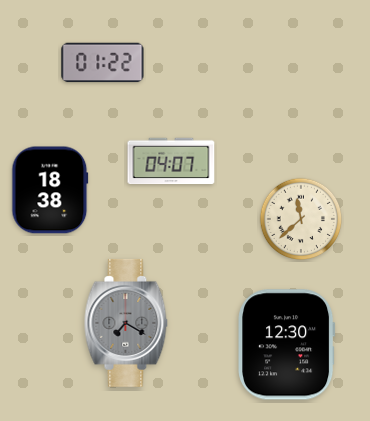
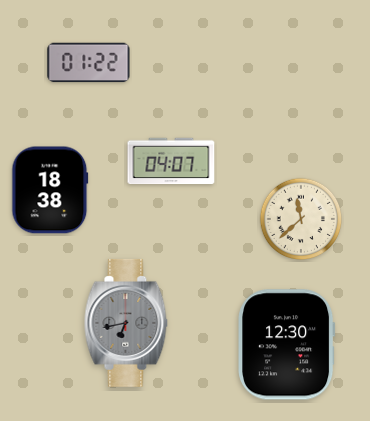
clock at (103, 63) position: (103, 63) -> (89, 63)
clock at (126, 323): 7:20 -> 6:43
